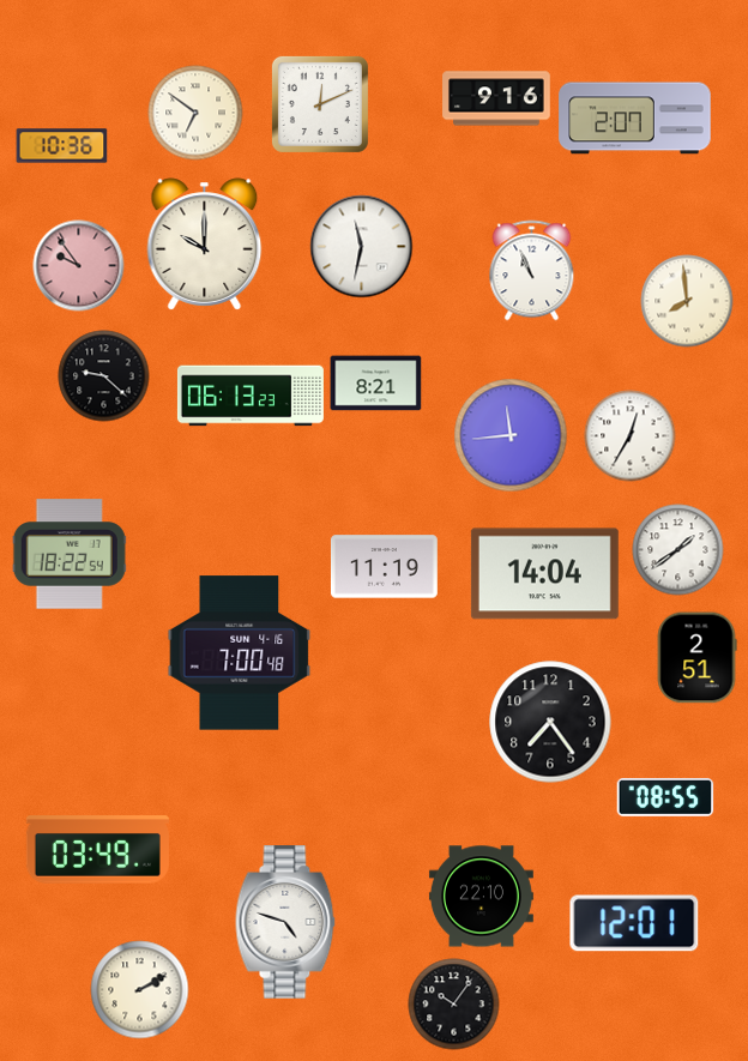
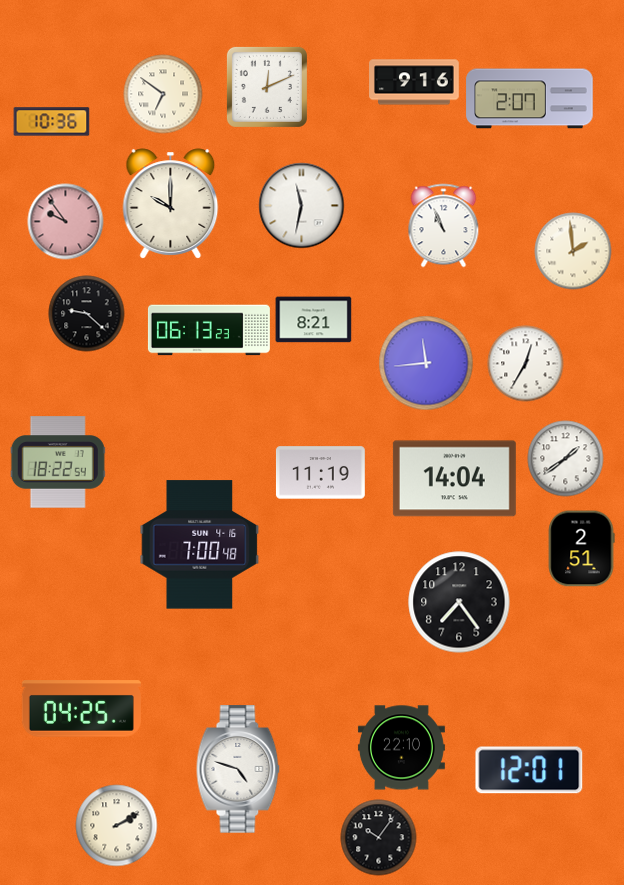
clock at (687, 301): 7:59 -> 1:59
clock at (665, 797): 08:55 -> none
clock at (97, 850): 03:49 -> 04:25
